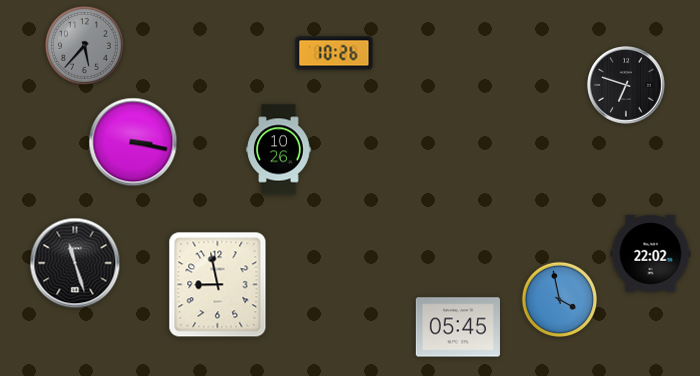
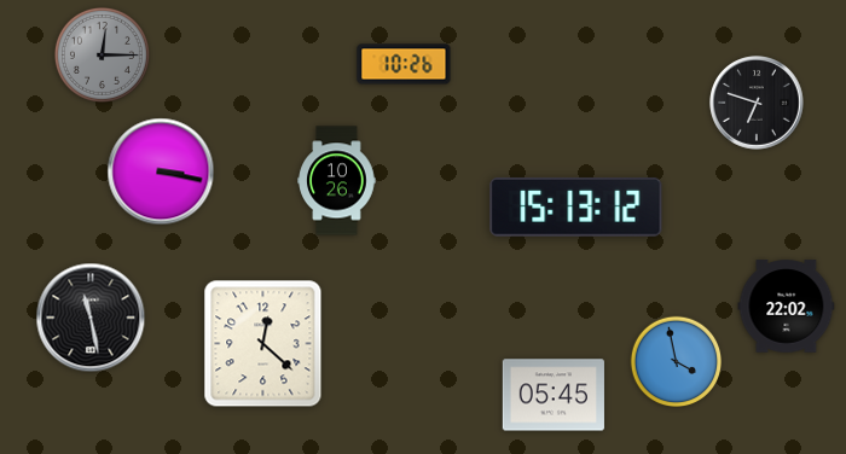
clock at (84, 45): 5:37 -> 12:15
clock at (576, 206): none -> 15:13
clock at (75, 263): 11:27 -> 11:28
clock at (218, 285): 8:58 -> 12:22
